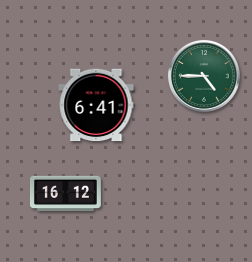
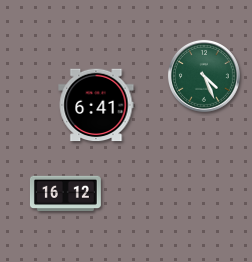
clock at (204, 76): 4:45 -> 4:26
